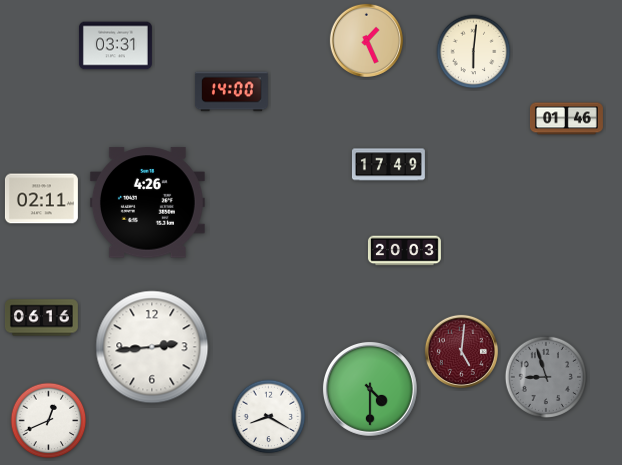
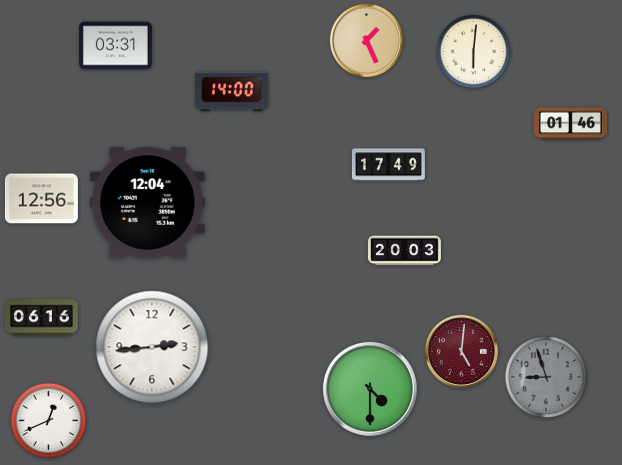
clock at (566, 119) position: (566, 119) -> (570, 124)
clock at (41, 199): 02:11 -> 12:56
clock at (147, 203): 4:26 -> 12:04
clock at (269, 417): 8:20 -> none
